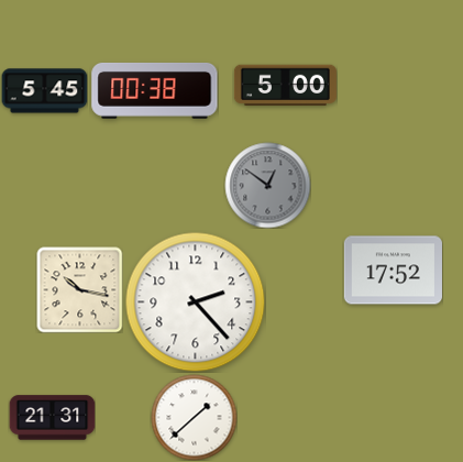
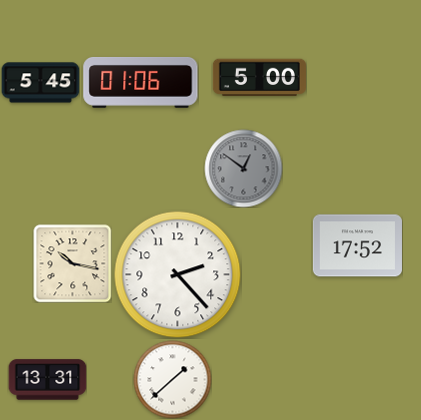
clock at (155, 90): 00:38 -> 01:06
clock at (194, 417) position: (194, 417) -> (172, 379)
clock at (52, 418): 21:31 -> 13:31
